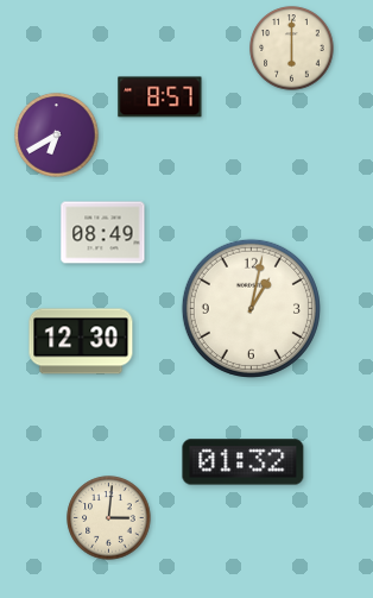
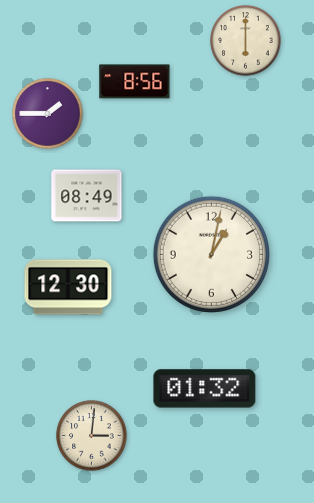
clock at (160, 97): 8:57 -> 8:56
clock at (57, 136): 6:40 -> 1:45
clock at (251, 308) position: (251, 308) -> (211, 254)
